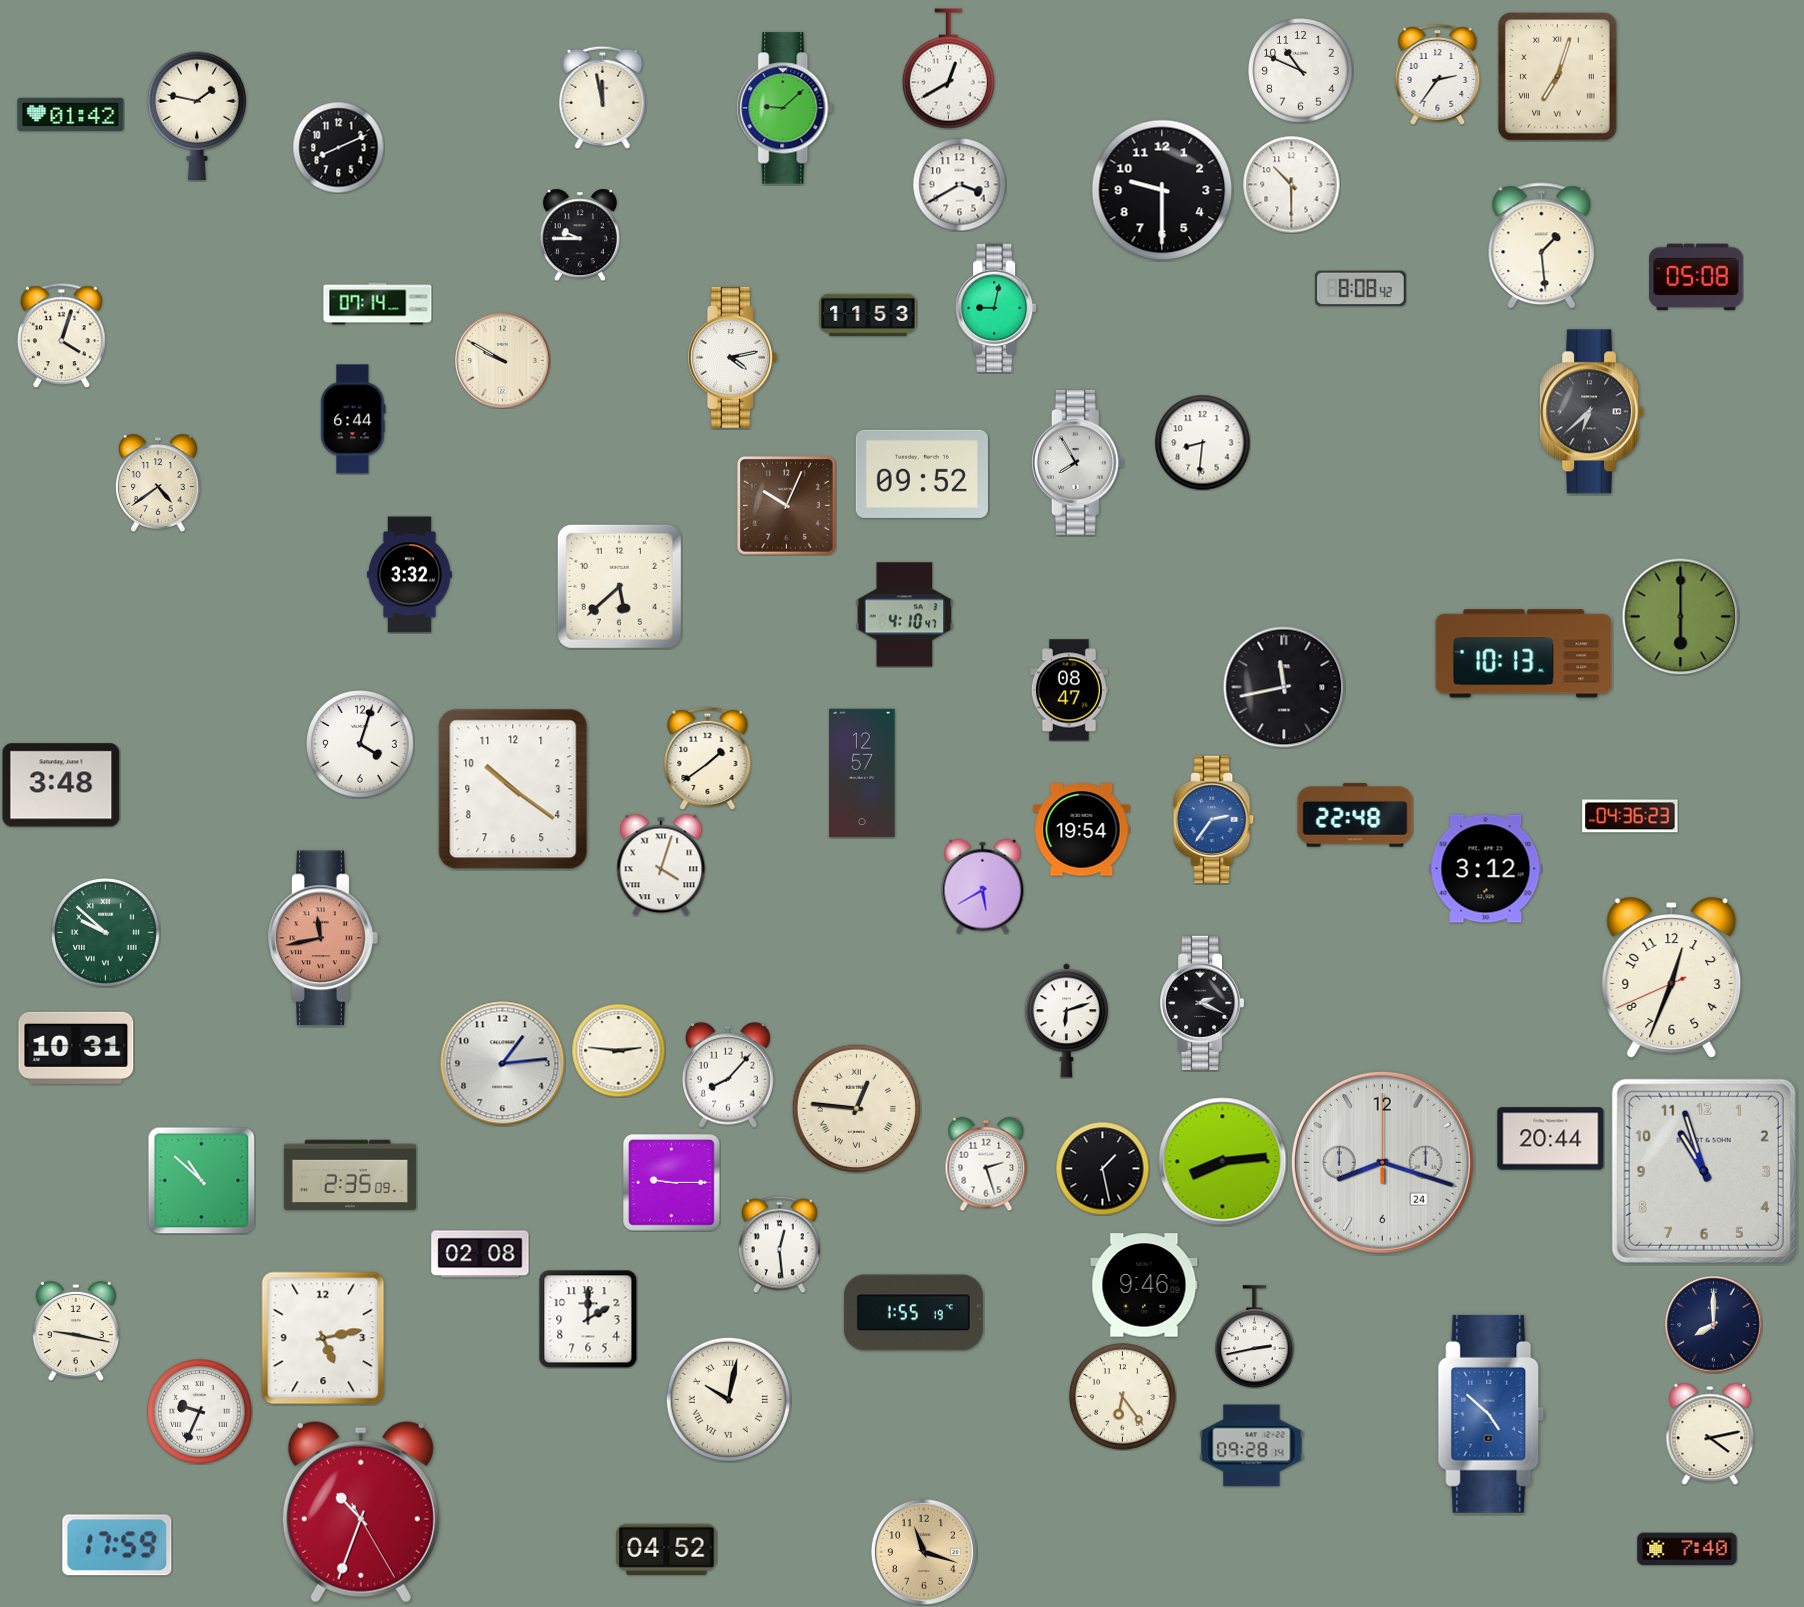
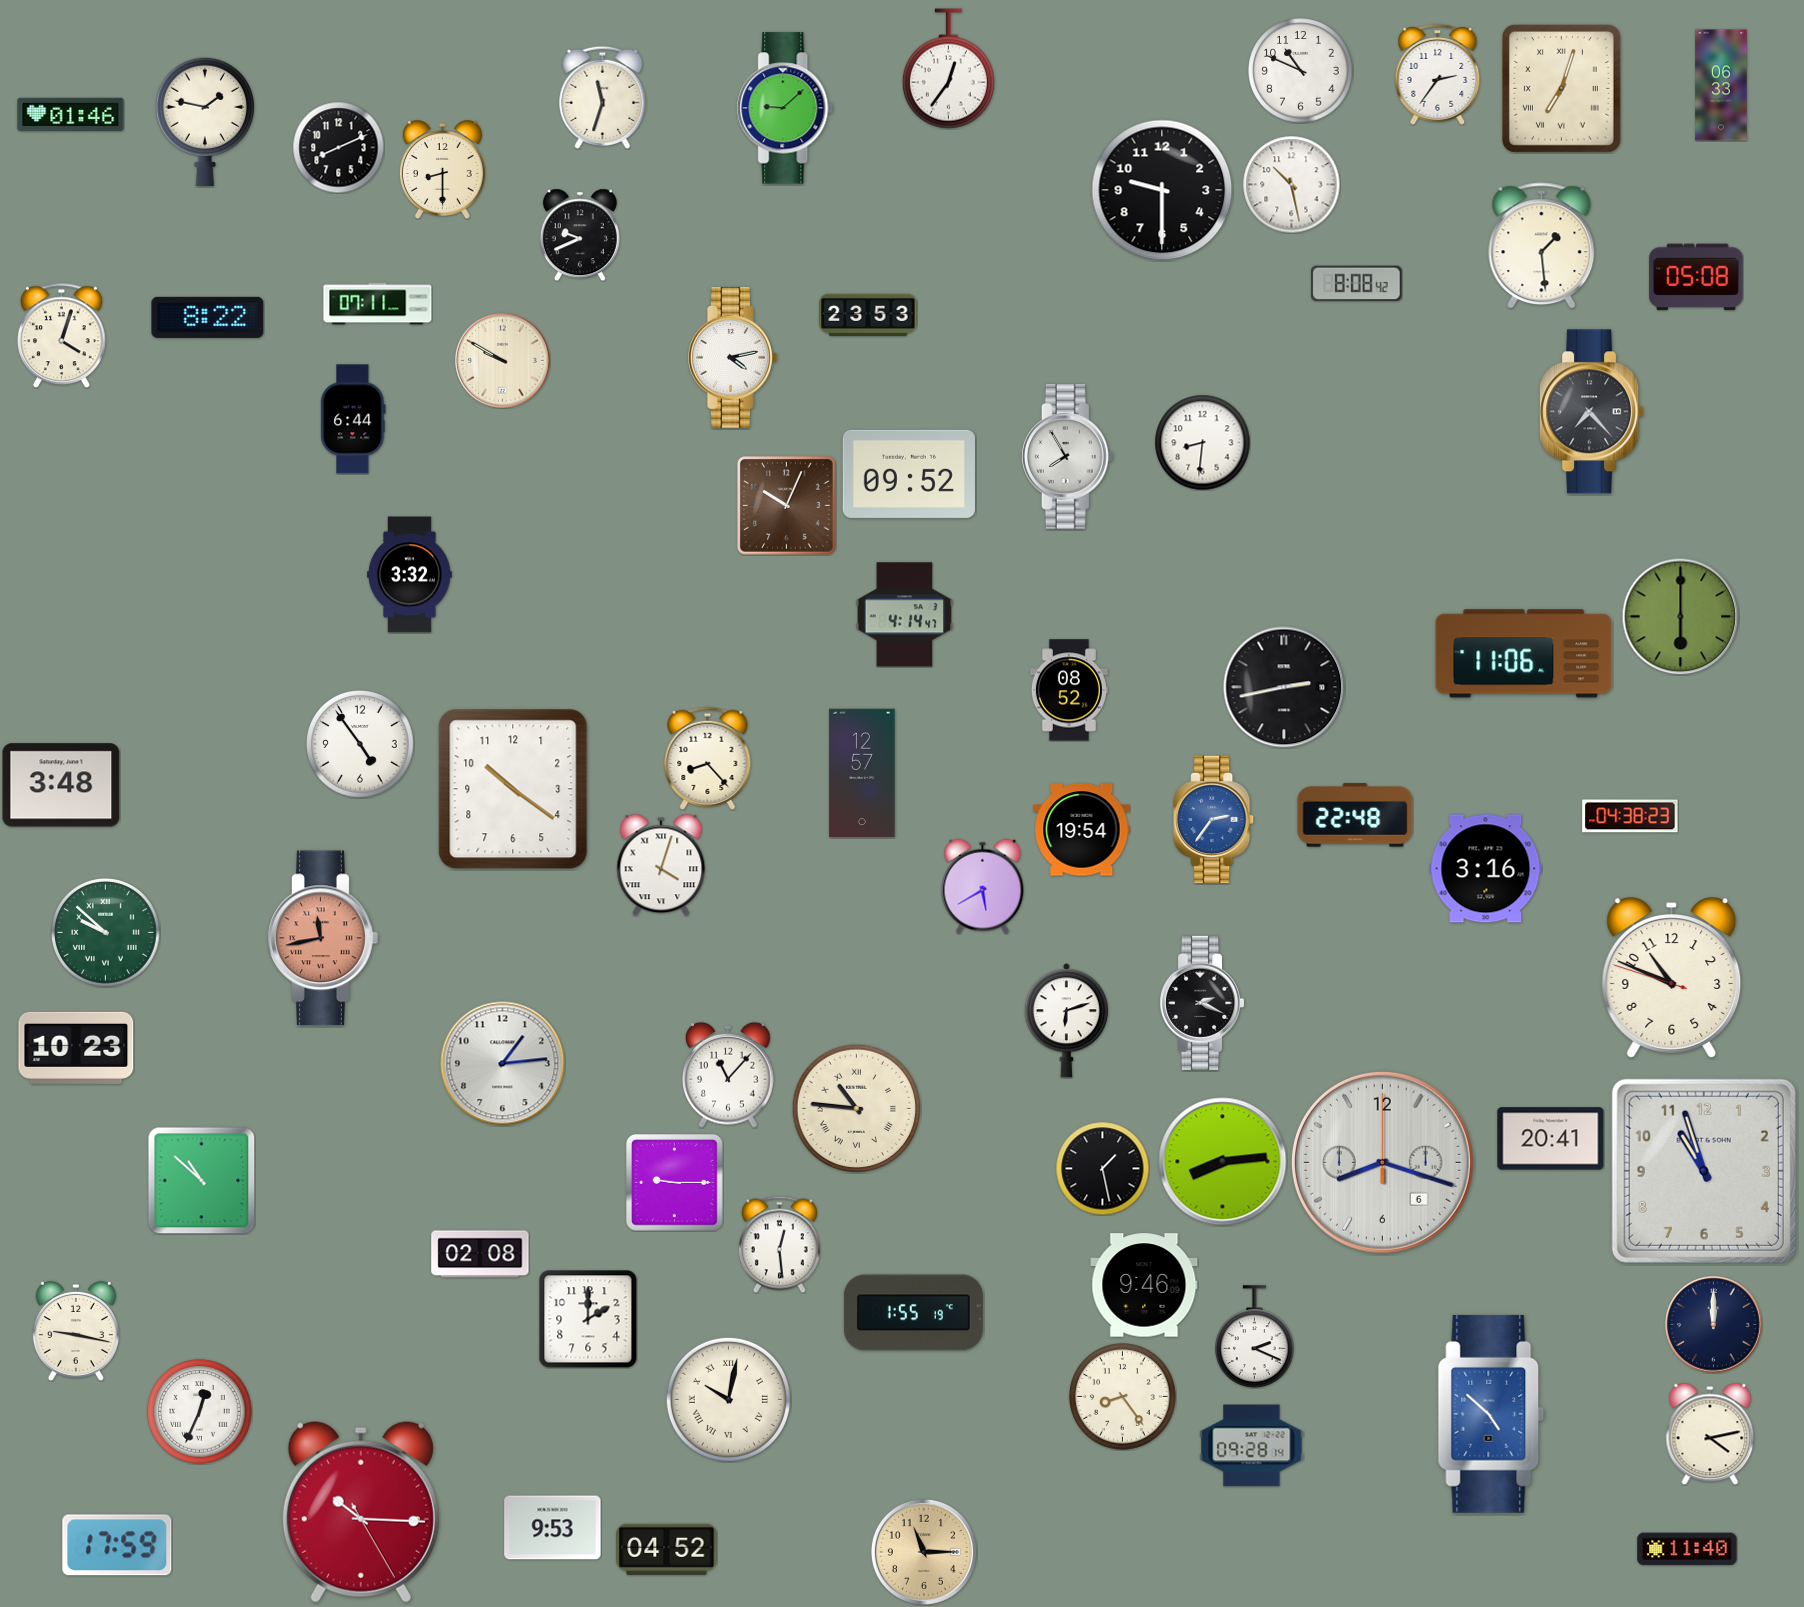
clock at (948, 69): 12:40 -> 12:36
clock at (1557, 76) position: (1557, 76) -> (1561, 88)
clock at (1721, 85): none -> 06:33
clock at (603, 97): 11:58 -> 11:33
clock at (71, 115): 01:42 -> 01:46
clock at (197, 115) position: (197, 115) -> (205, 121)
clock at (442, 170): none -> 8:30
clock at (959, 184): 3:40 -> none
clock at (1291, 184): 10:30 -> 10:28
clock at (580, 235): 9:45 -> 9:41
clock at (1361, 289) position: (1361, 289) -> (1357, 284)
clock at (378, 304): 07:14 -> 07:11
clock at (996, 308): 9:02 -> none
clock at (868, 315): 11:53 -> 23:53
clock at (208, 317): none -> 8:22
clock at (1592, 412): 6:38 -> 7:23
clock at (1078, 463) position: (1078, 463) -> (1068, 457)
clock at (922, 474) position: (922, 474) -> (909, 474)
clock at (158, 483): 4:39 -> none
clock at (619, 586): 5:38 -> none
clock at (905, 615): 4:10 -> 4:14
clock at (1524, 654): 10:13 -> 11:06
clock at (1284, 687): 11:43 -> 2:43
clock at (1069, 690): 08:47 -> 08:52
clock at (360, 744): 4:03 -> 4:54
clock at (708, 758): 1:39 -> 8:23
clock at (1630, 816): 04:36 -> 04:38
clock at (1486, 869): 3:12 -> 3:16
clock at (1672, 978): 12:33 -> 10:48
clock at (76, 1048): 10:31 -> 10:23
clock at (618, 1050): 2:46 -> none
clock at (728, 1075): 8:07 -> 11:07
clock at (856, 1108): 12:46 -> 10:46
clock at (1551, 1139): 20:44 -> 20:41
clock at (1382, 1162) date: 24 -> 6
clock at (986, 1164): 2:27 -> none
clock at (350, 1175): 2:35 -> none
clock at (672, 1183) position: (672, 1183) -> (675, 1183)
clock at (1714, 1325): 8:00 -> 12:00
clock at (1255, 1337): 2:43 -> 2:19
clock at (323, 1338): 5:13 -> none
clock at (1123, 1397): 6:24 -> 8:24
clock at (200, 1412): 9:34 -> 12:34
clock at (361, 1512): 10:33 -> 10:15
clock at (553, 1528): none -> 9:53
clock at (1687, 1549): 7:40 -> 11:40
clock at (924, 1552): 11:18 -> 11:15
